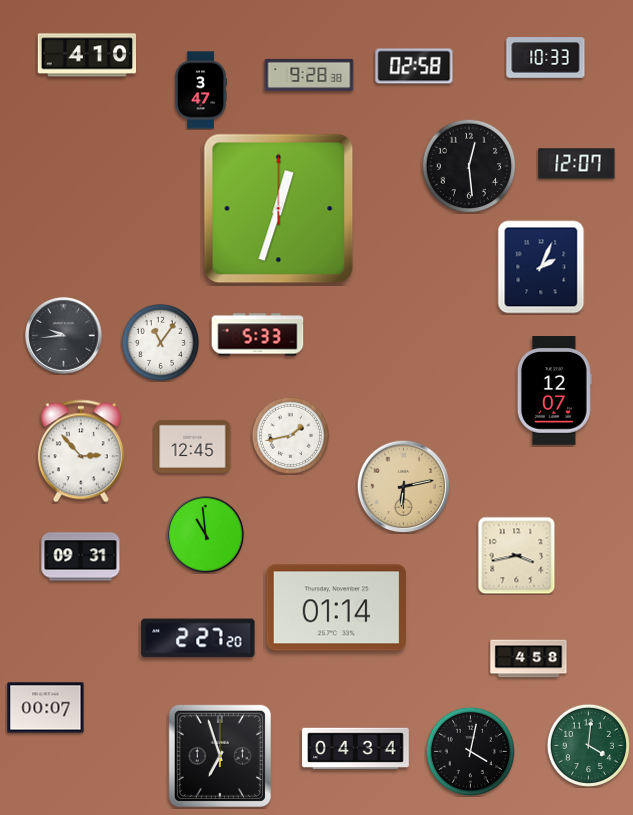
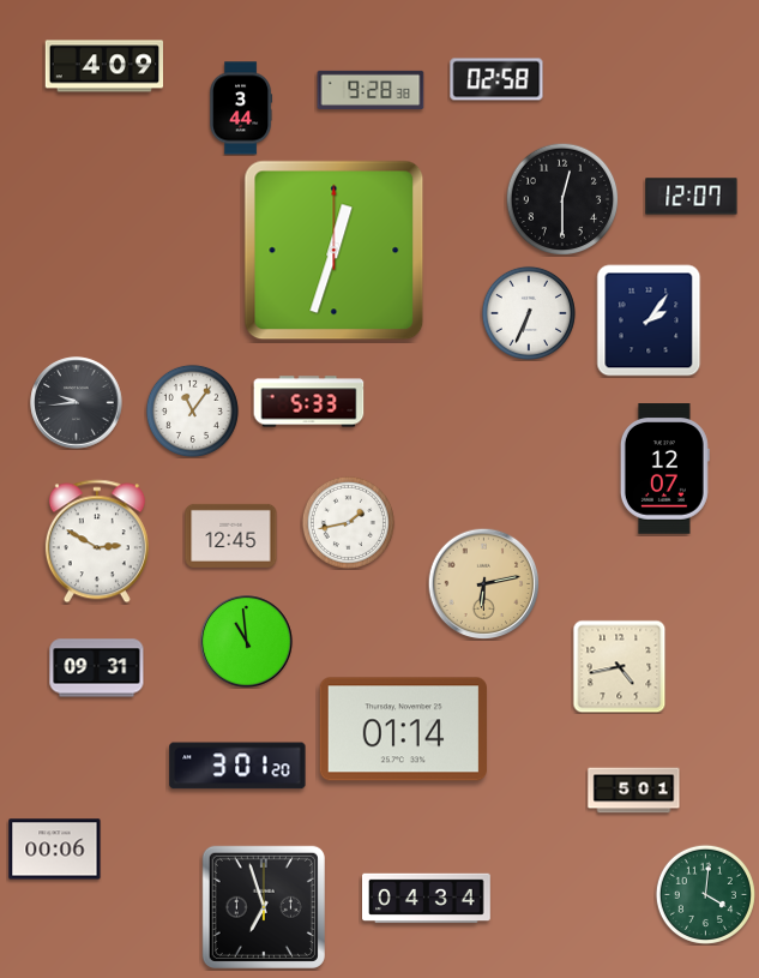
clock at (86, 55): 4:10 -> 4:09
clock at (546, 58): 10:33 -> none
clock at (201, 90): 3:47 -> 3:44
clock at (469, 166): 12:29 -> 12:30
clock at (529, 313): none -> 6:34
clock at (541, 267): 2:04 -> 2:06
clock at (81, 451): 2:53 -> 2:50
clock at (516, 555): 3:43 -> 4:43
clock at (198, 638): 2:27 -> 3:01
clock at (529, 659): 4:58 -> 5:01
clock at (46, 708): 00:07 -> 00:06
clock at (470, 751): 4:02 -> none
